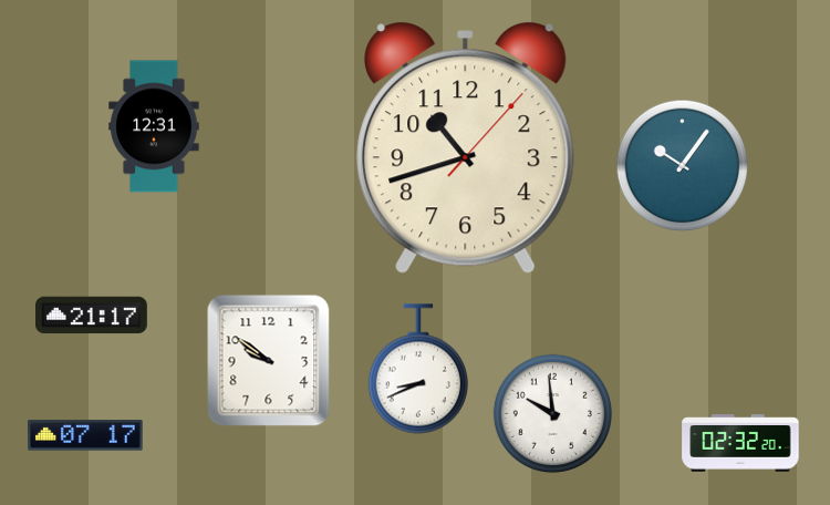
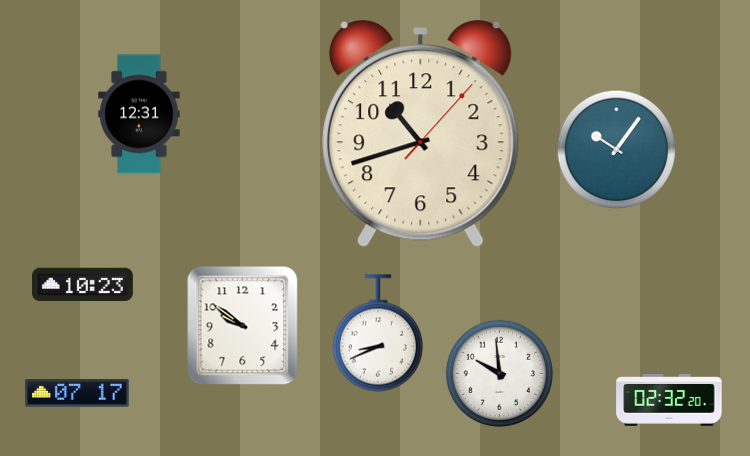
clock at (92, 316): 21:17 -> 10:23
